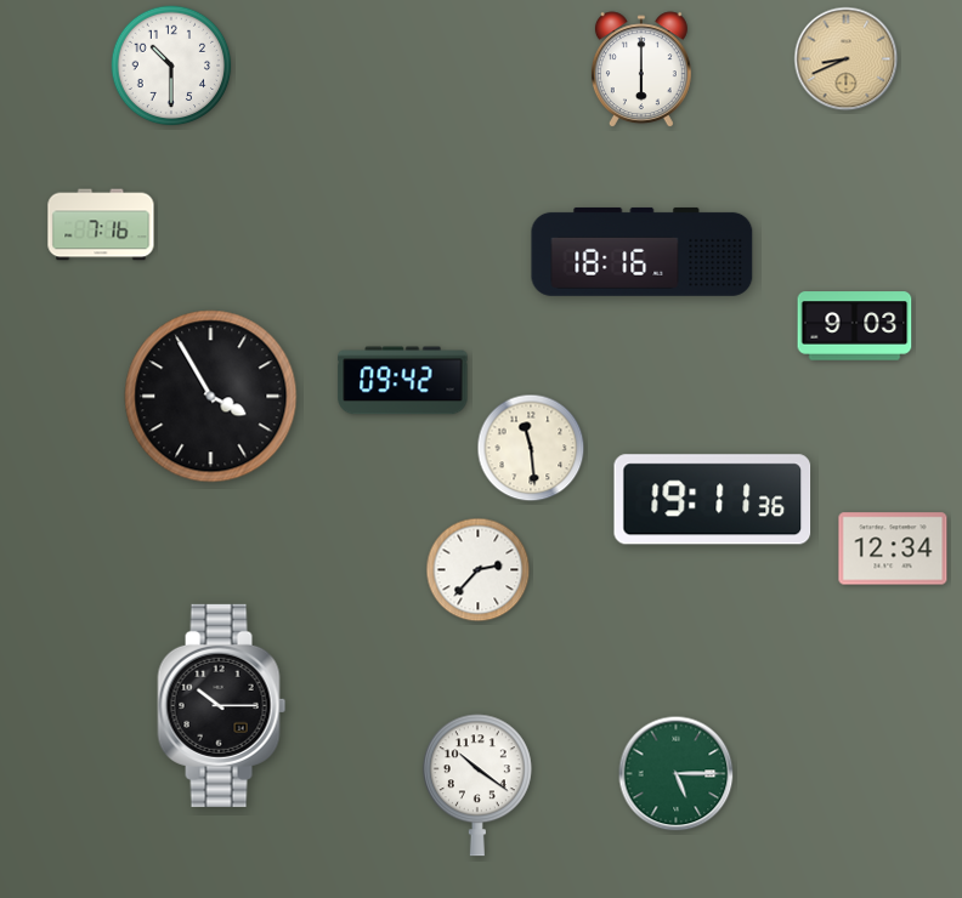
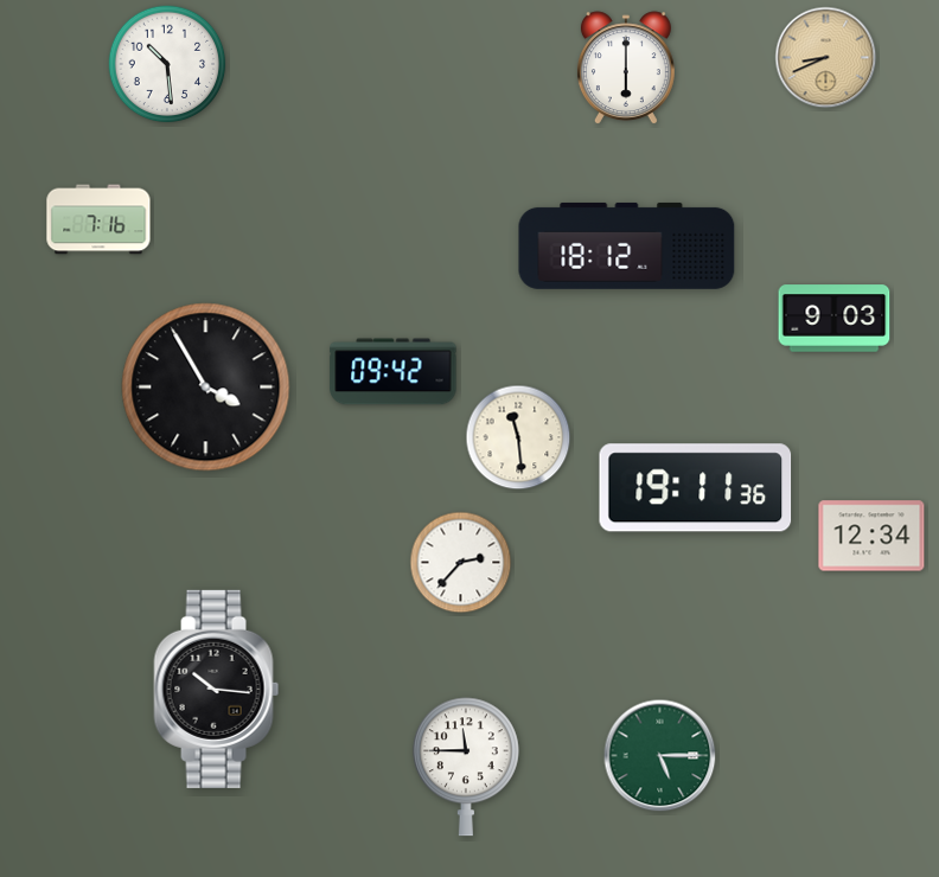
clock at (171, 66): 10:30 -> 10:29
clock at (643, 251): 18:16 -> 18:12
clock at (479, 570) position: (479, 570) -> (461, 563)
clock at (222, 705): 10:15 -> 10:16
clock at (477, 785): 10:21 -> 11:45
